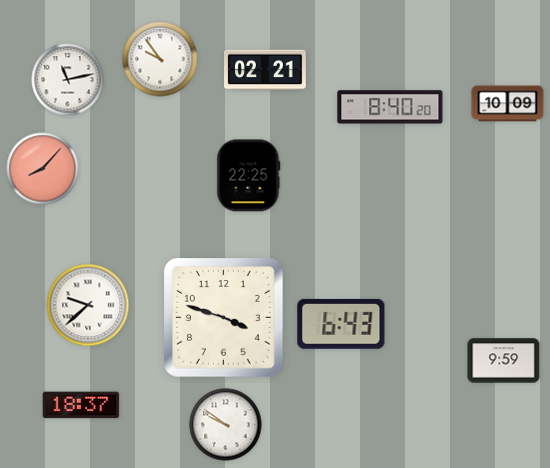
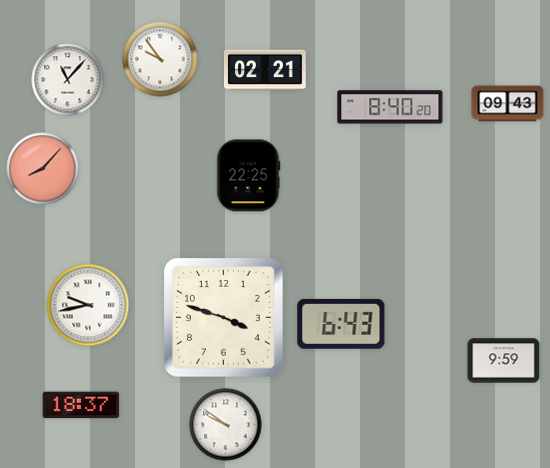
clock at (68, 80): 11:13 -> 11:07
clock at (508, 104): 10:09 -> 09:43
clock at (88, 305): 9:38 -> 9:43
